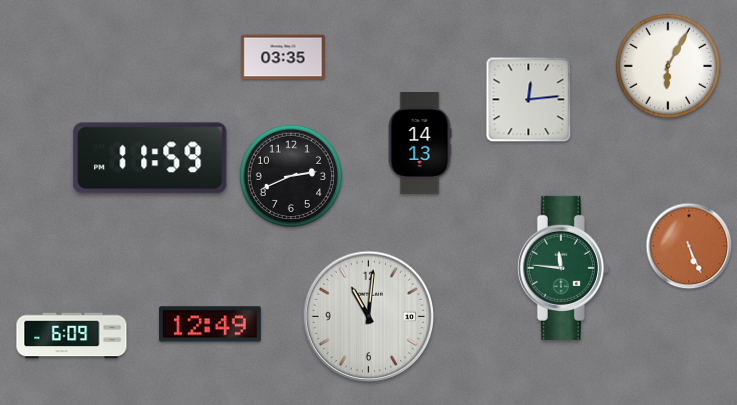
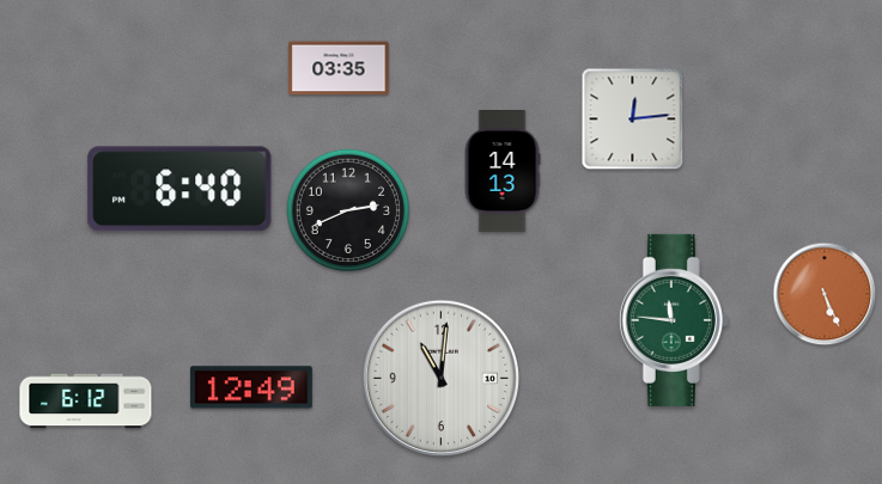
clock at (668, 66): 6:05 -> none
clock at (150, 158): 11:59 -> 6:40
clock at (72, 336): 6:09 -> 6:12
